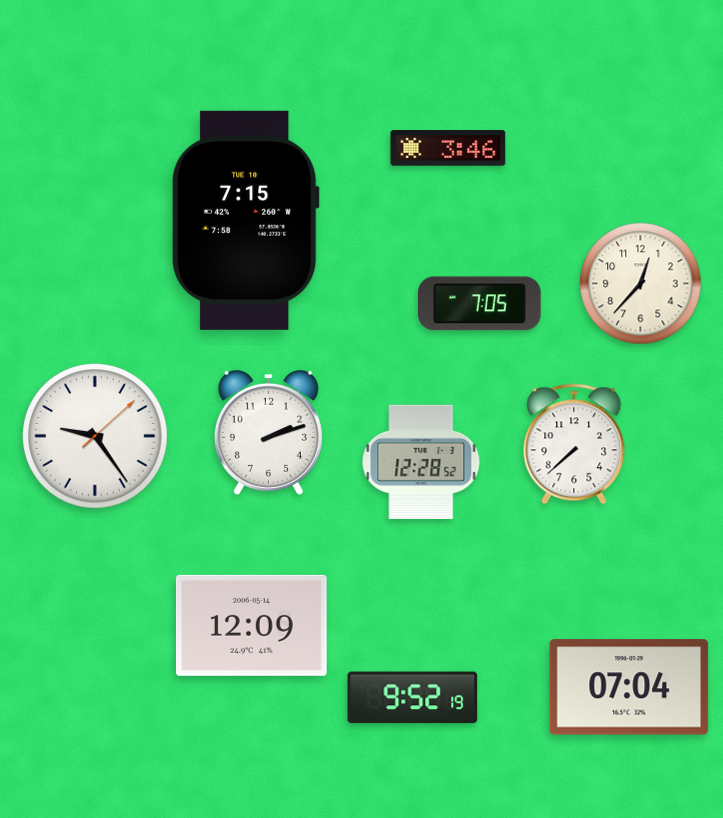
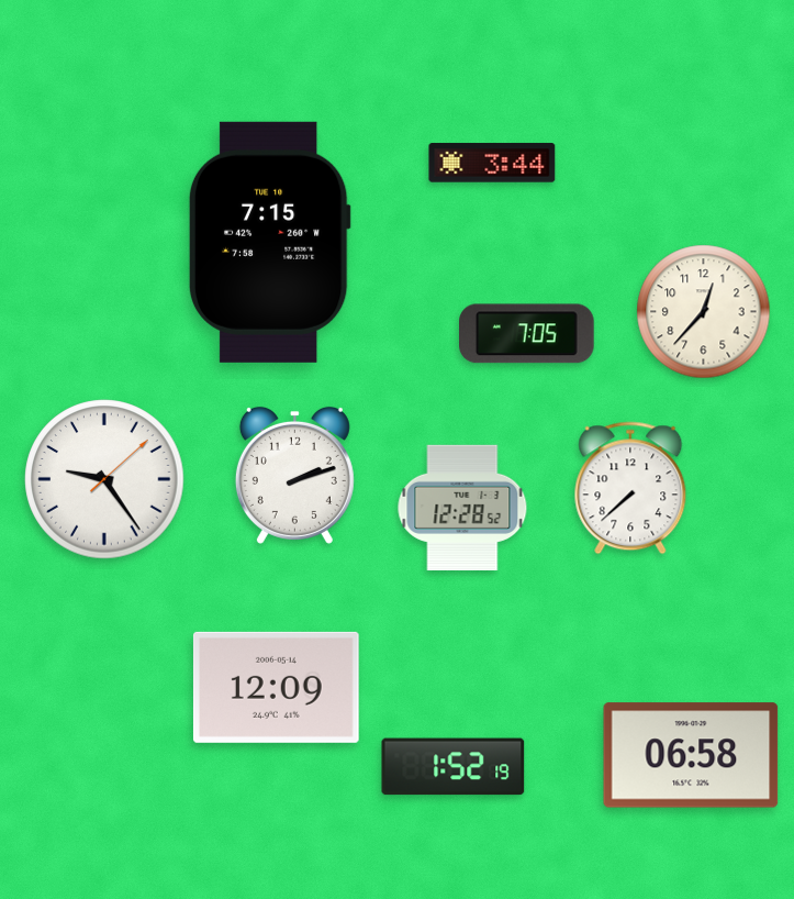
clock at (448, 148): 3:46 -> 3:44
clock at (629, 687): 07:04 -> 06:58
clock at (413, 698): 9:52 -> 1:52
